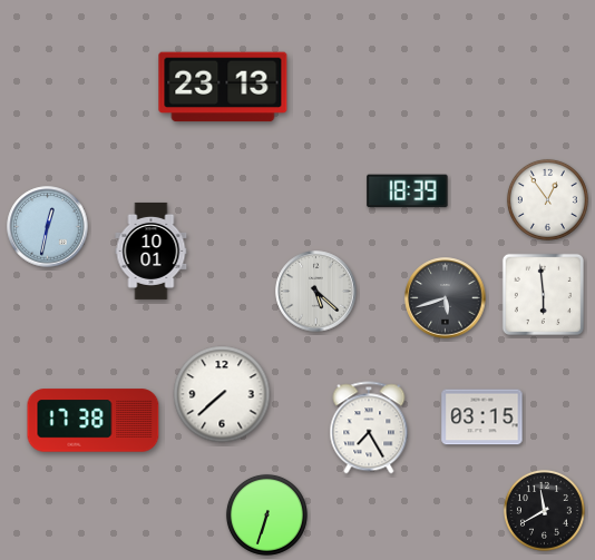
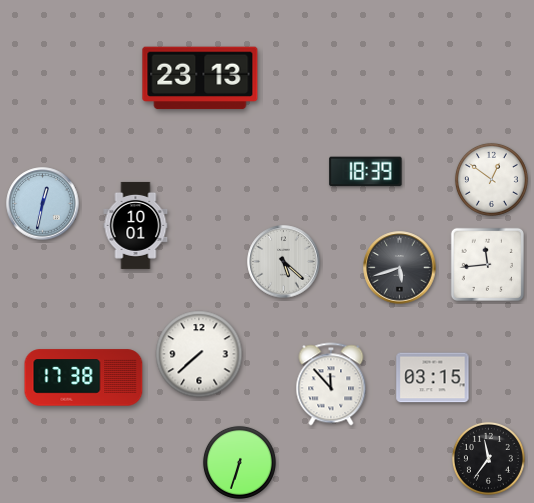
clock at (547, 199): 12:54 -> 12:51
clock at (543, 294): 5:59 -> 11:44
clock at (482, 417) position: (482, 417) -> (433, 378)
clock at (369, 428): 7:25 -> 11:53
clock at (544, 510): 11:40 -> 11:36
